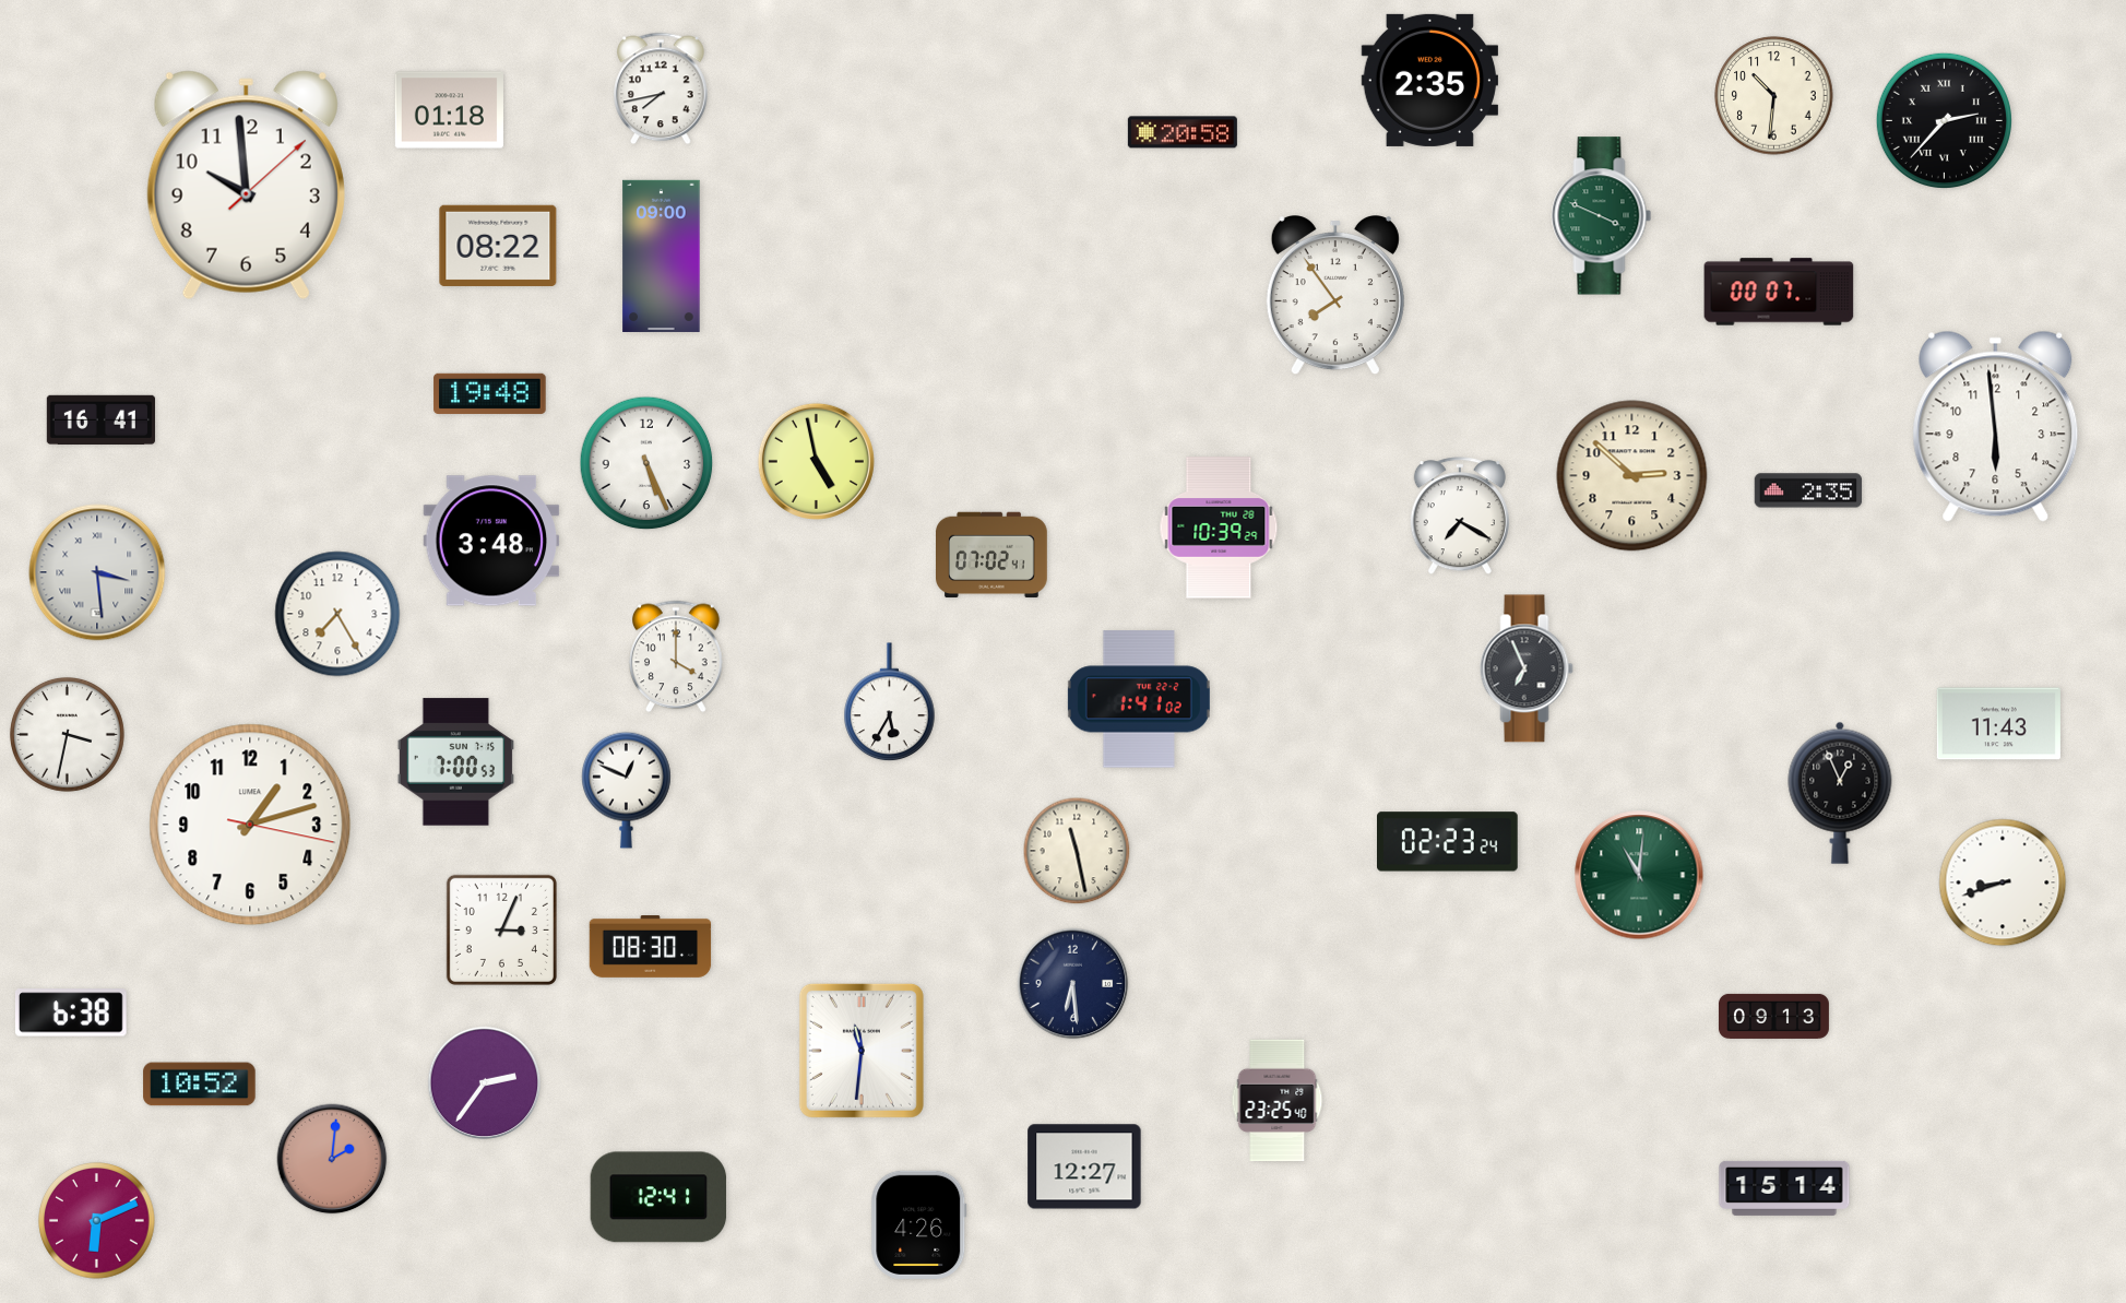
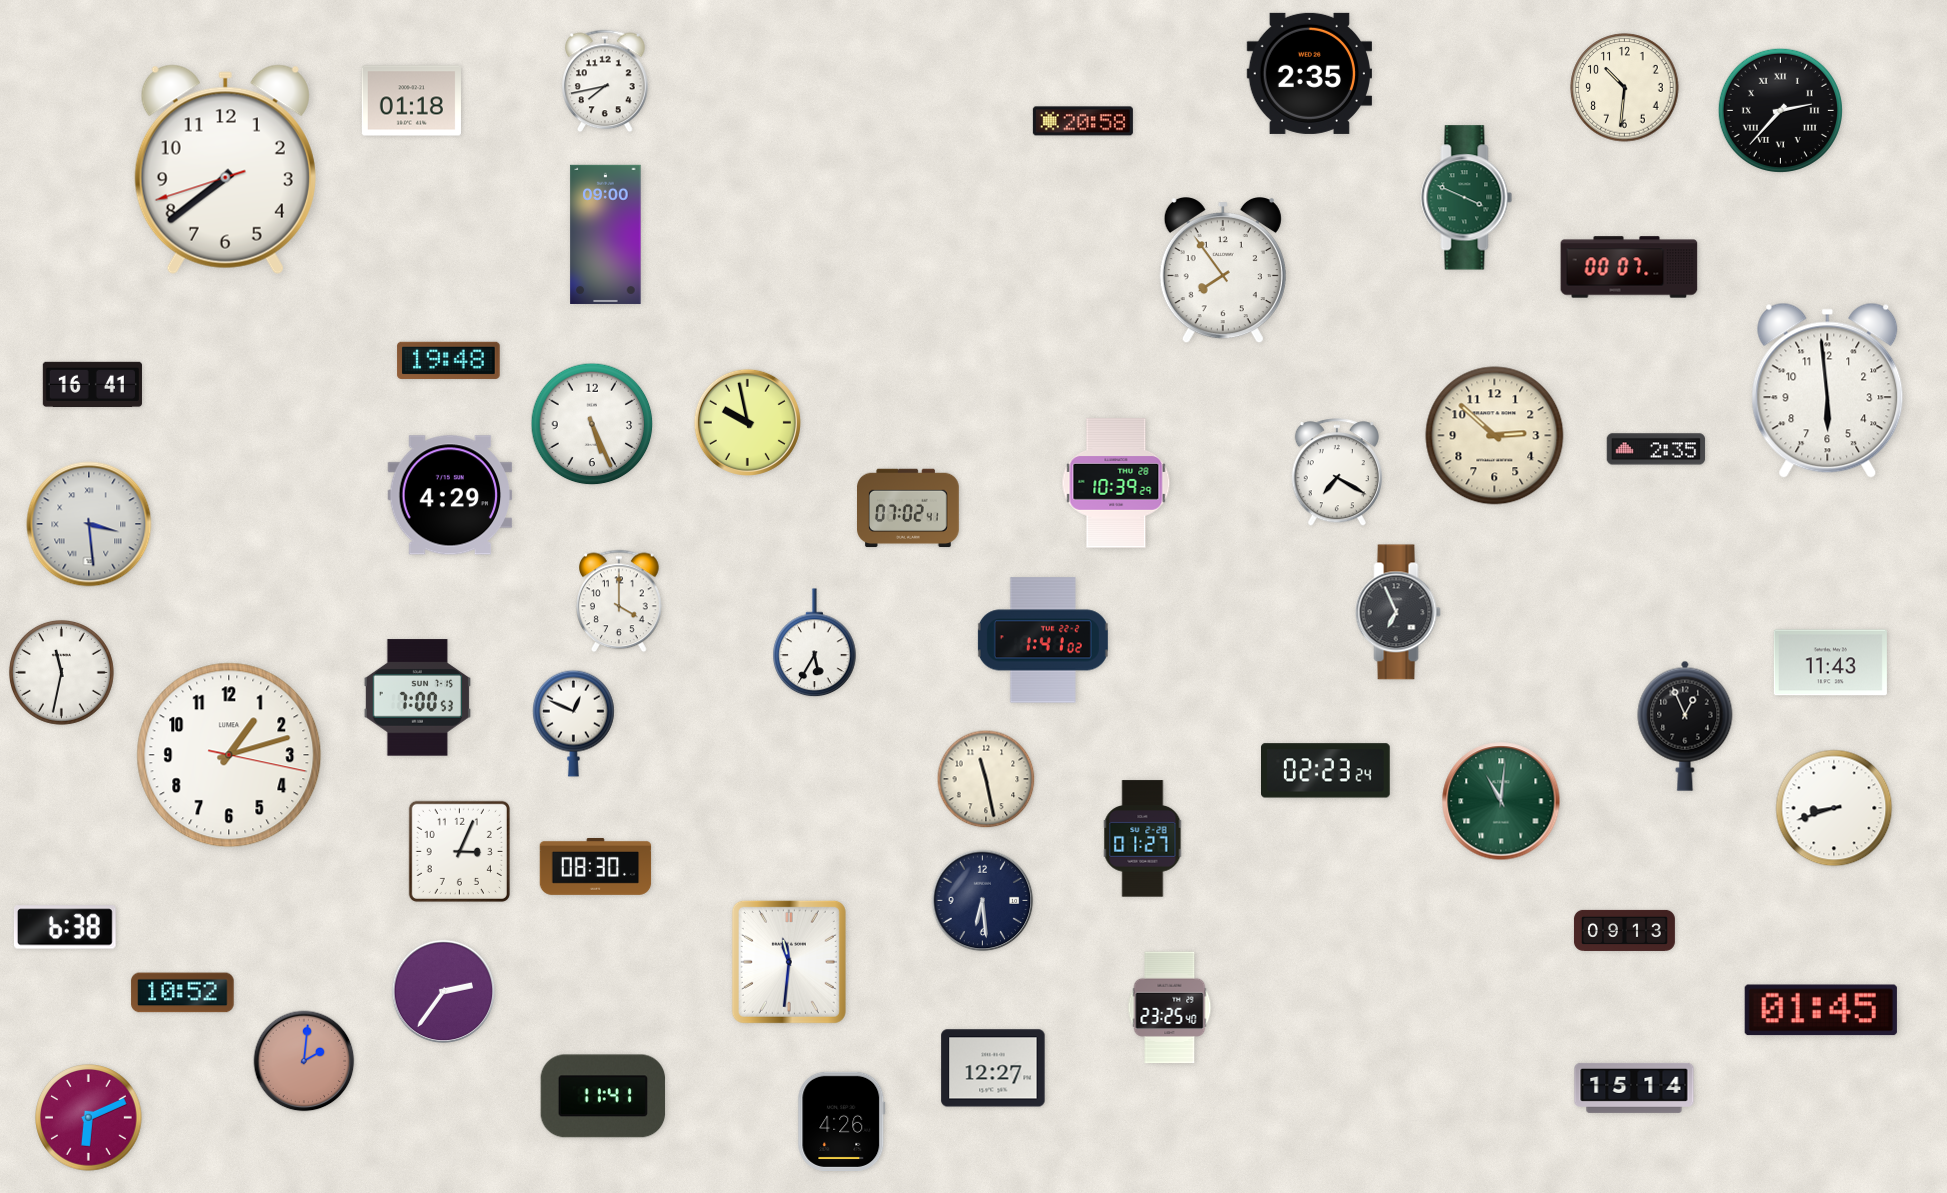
clock at (246, 186): 9:59 -> 7:38
clock at (498, 246): 08:22 -> none
clock at (816, 461): 4:58 -> 9:58
clock at (491, 541): 3:48 -> 4:29
clock at (337, 614): 7:25 -> none
clock at (67, 734): 3:32 -> 11:32
clock at (1143, 839): none -> 01:27
clock at (1821, 1010): none -> 01:45
clock at (658, 1197): 12:41 -> 11:41
